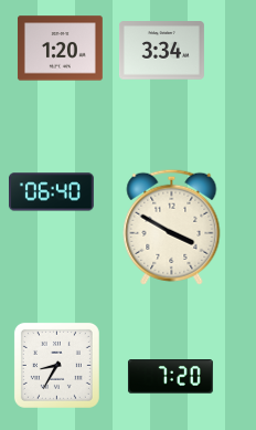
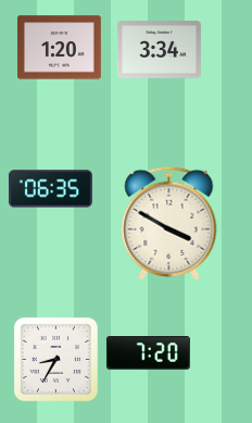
clock at (51, 192): 06:40 -> 06:35
clock at (170, 377) position: (170, 377) -> (148, 353)
